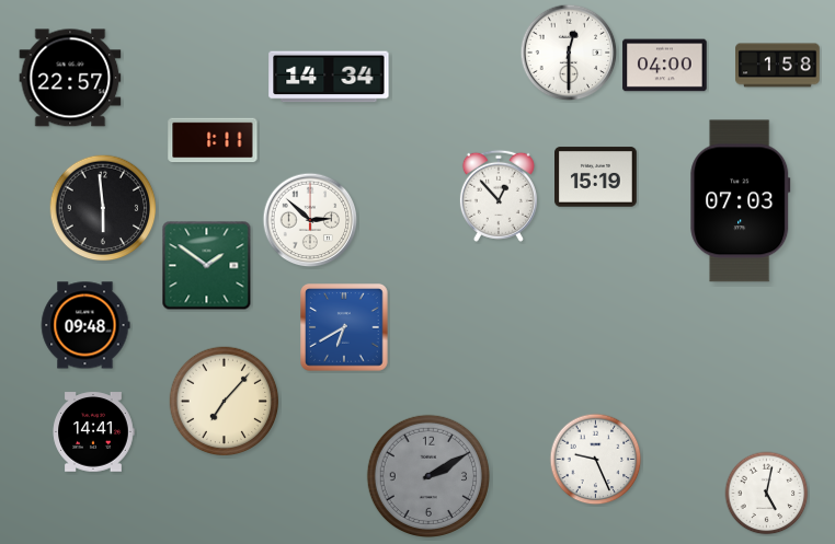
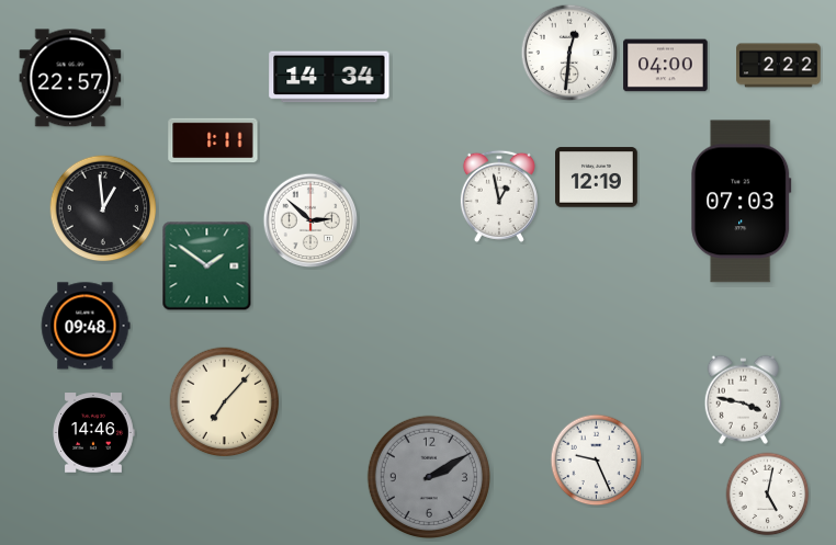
clock at (569, 53): 12:30 -> 12:31
clock at (778, 66): 1:58 -> 2:22
clock at (596, 177): 15:19 -> 12:19
clock at (499, 196): 12:53 -> 12:58
clock at (103, 208): 5:59 -> 12:59
clock at (345, 328): 6:40 -> none
clock at (743, 399): none -> 3:47
clock at (93, 432): 14:41 -> 14:46
